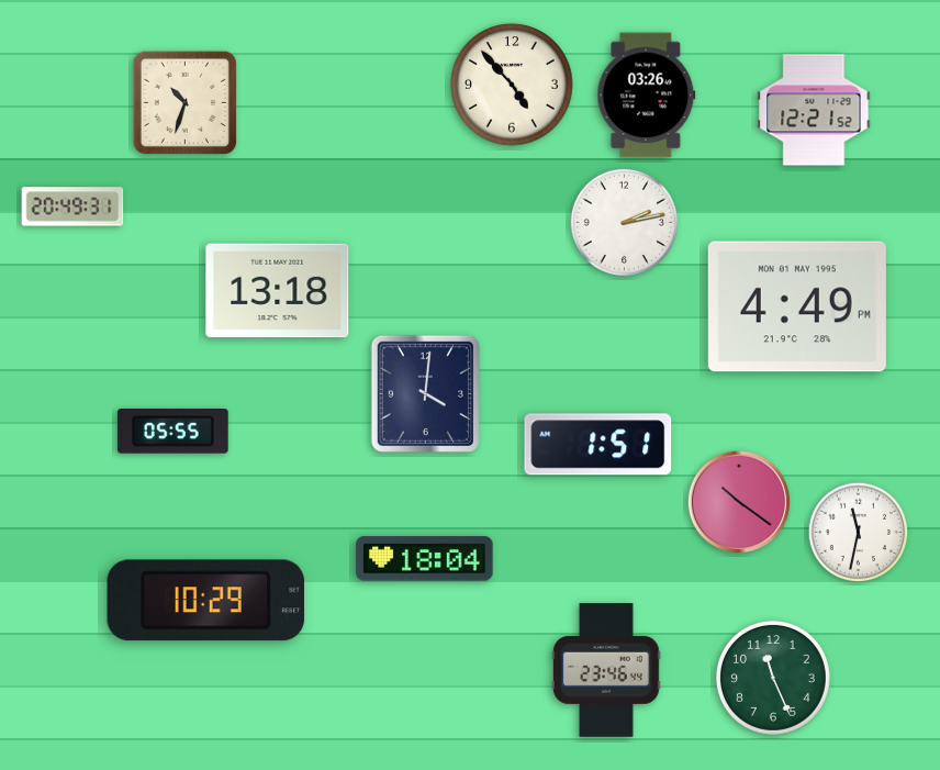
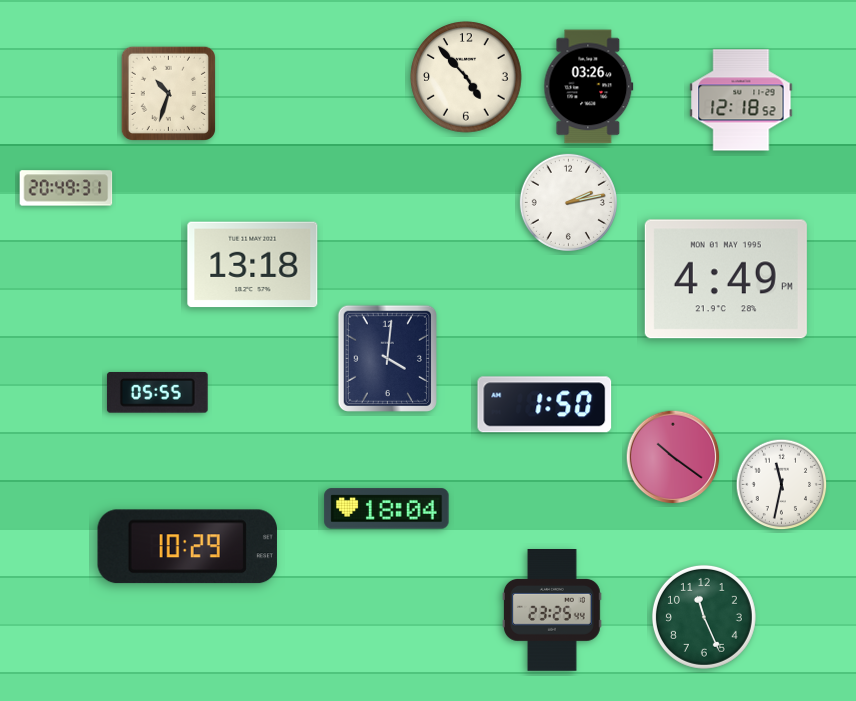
clock at (814, 110): 12:21 -> 12:18
clock at (598, 445): 1:51 -> 1:50
clock at (606, 671): 23:46 -> 23:25
